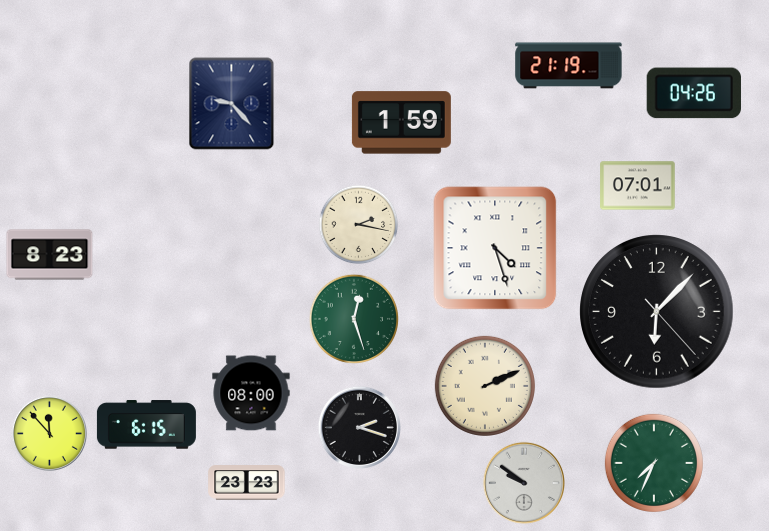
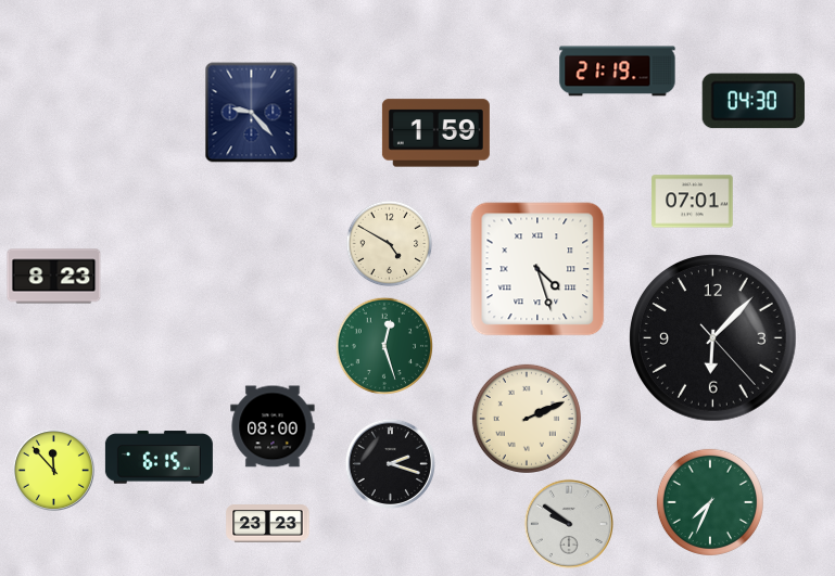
clock at (694, 93): 04:26 -> 04:30
clock at (359, 225): 2:17 -> 4:50
clock at (146, 425) position: (146, 425) -> (159, 458)
